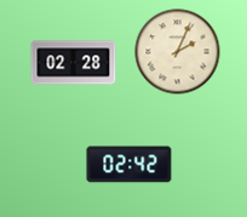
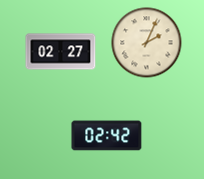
clock at (74, 63): 02:28 -> 02:27
